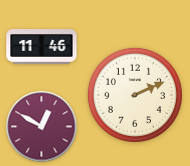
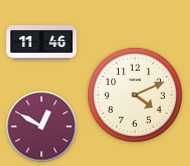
clock at (42, 47) position: (42, 47) -> (42, 43)
clock at (135, 95): 2:11 -> 4:11
